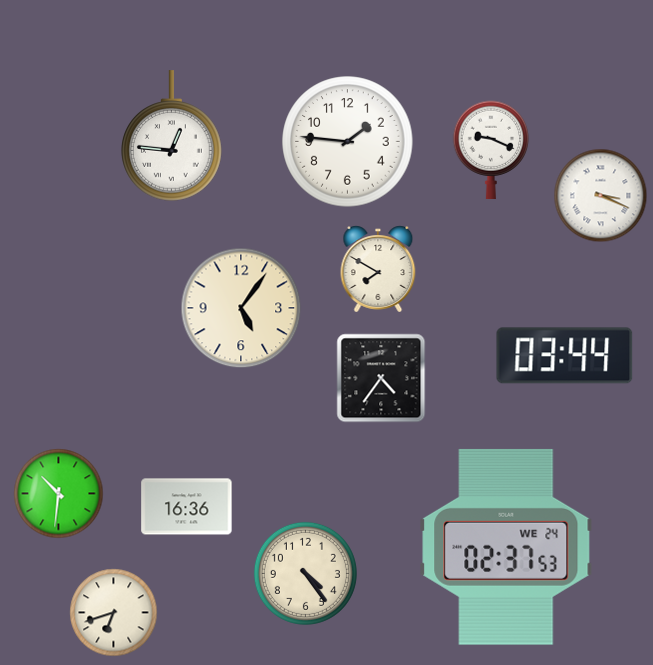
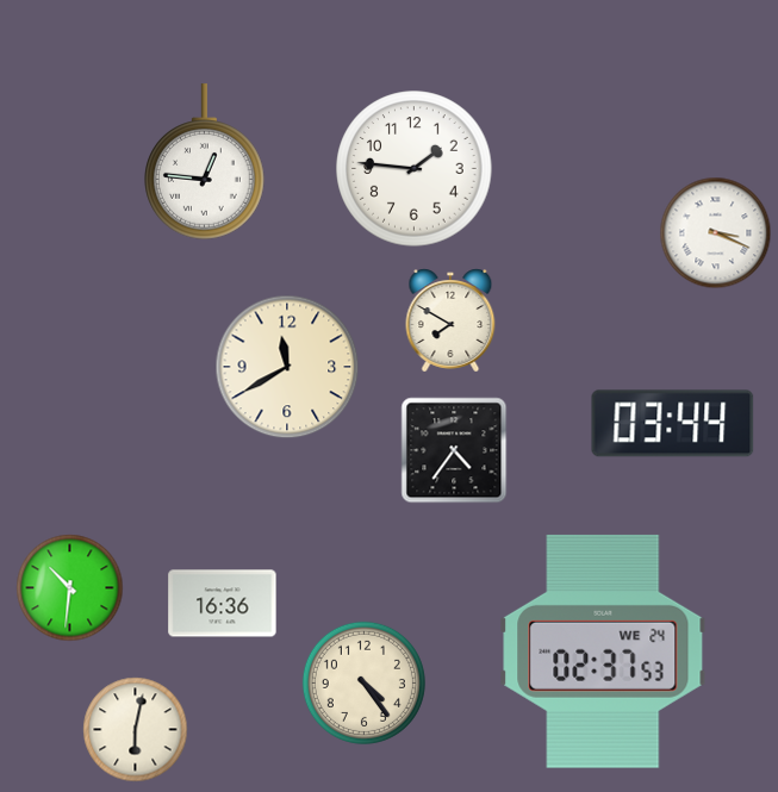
clock at (491, 150): 9:19 -> none
clock at (241, 308): 5:06 -> 11:40
clock at (114, 613): 6:42 -> 6:02
